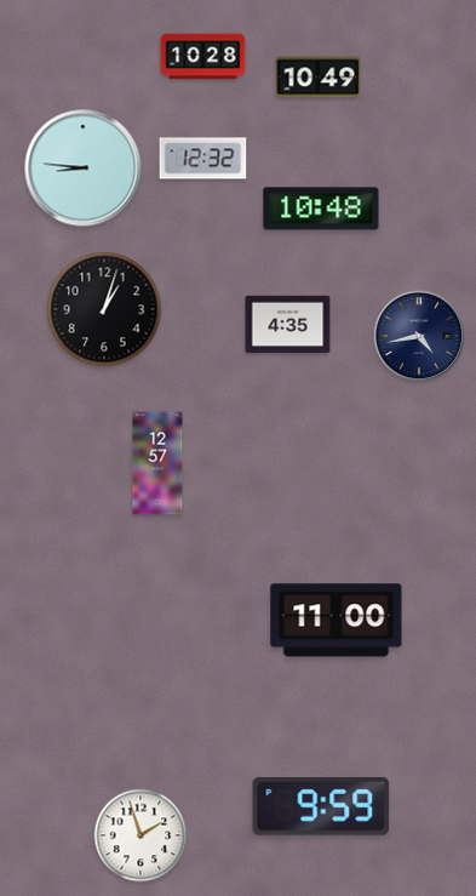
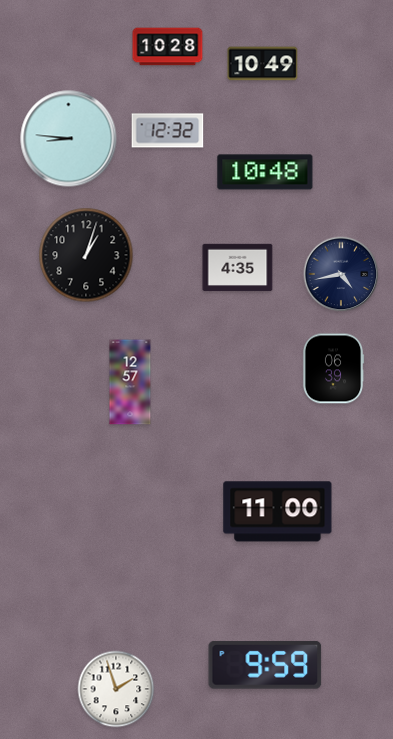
clock at (419, 336) position: (419, 336) -> (341, 274)
clock at (333, 369): none -> 06:39
